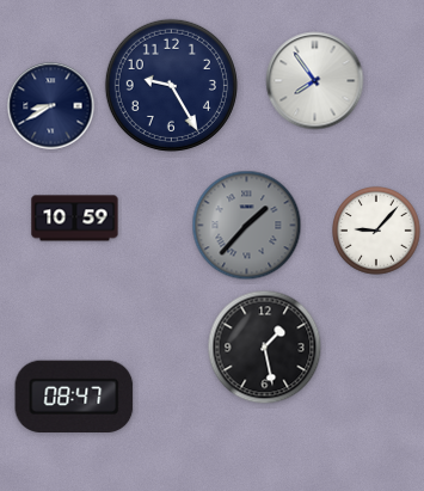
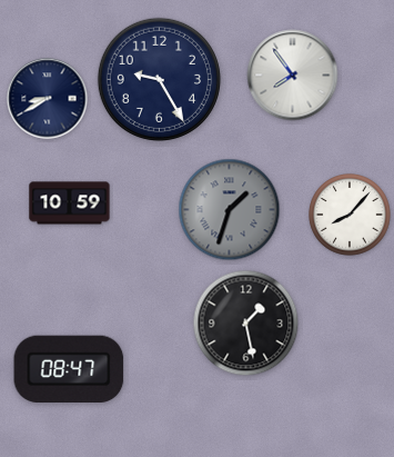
clock at (247, 226): 1:37 -> 1:33
clock at (376, 231): 9:07 -> 8:07
